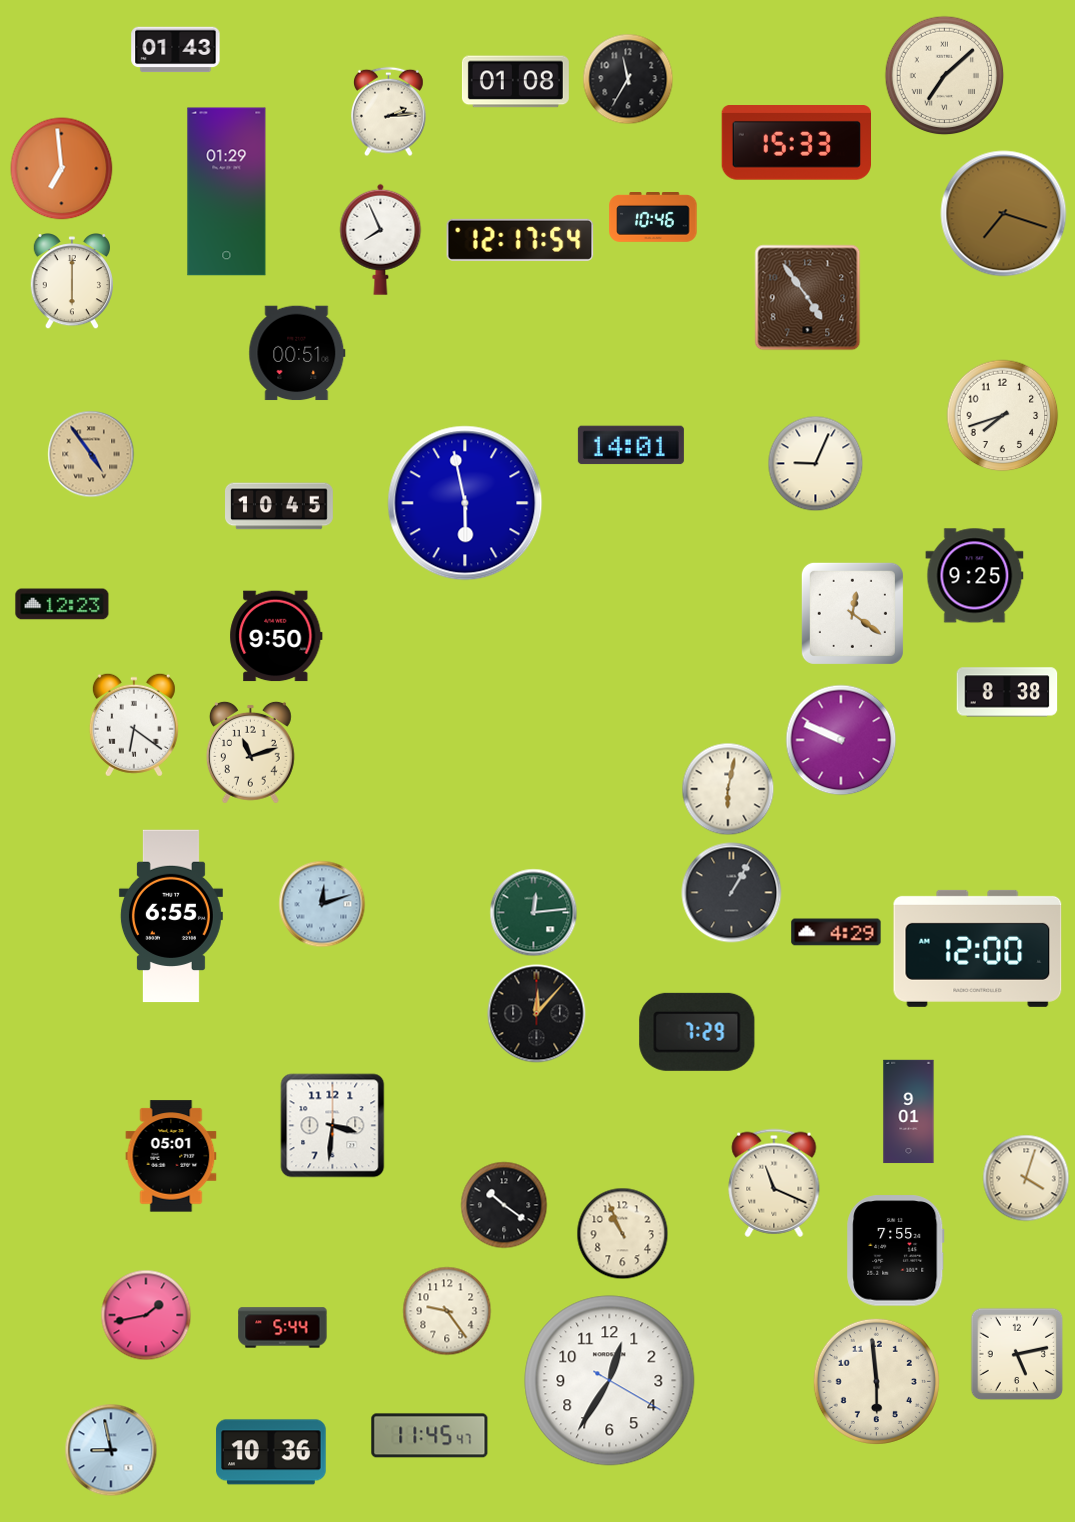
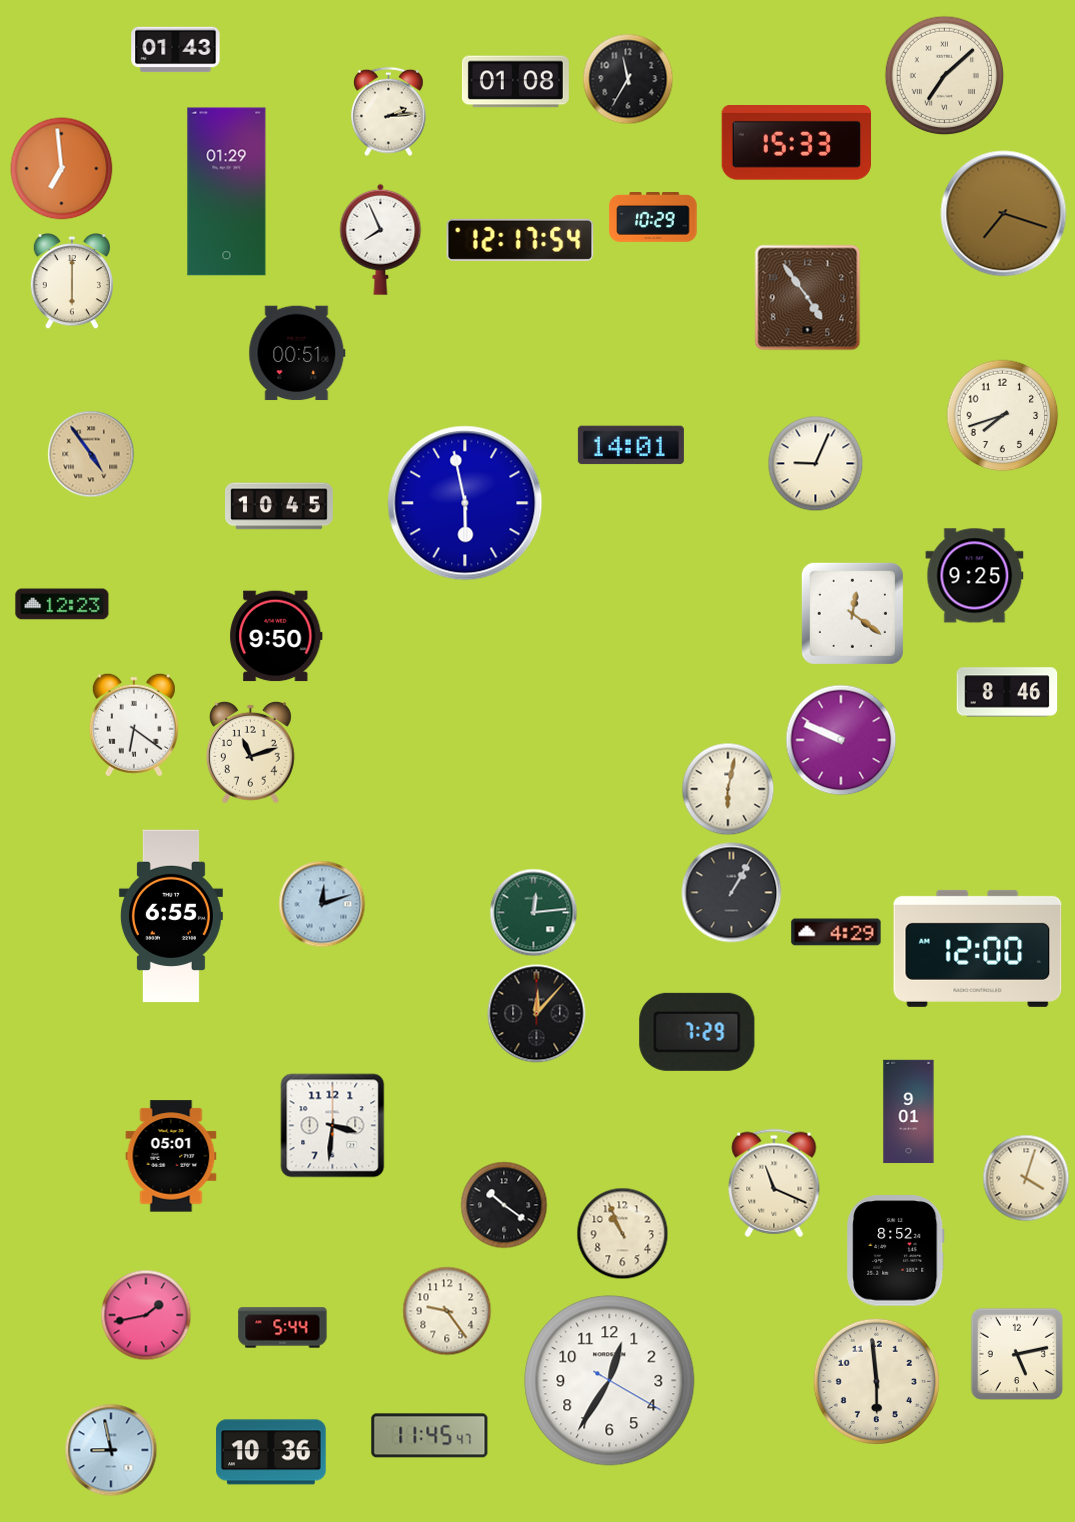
clock at (653, 218): 10:46 -> 10:29
clock at (1007, 692): 8:38 -> 8:46
clock at (896, 1251): 7:55 -> 8:52
